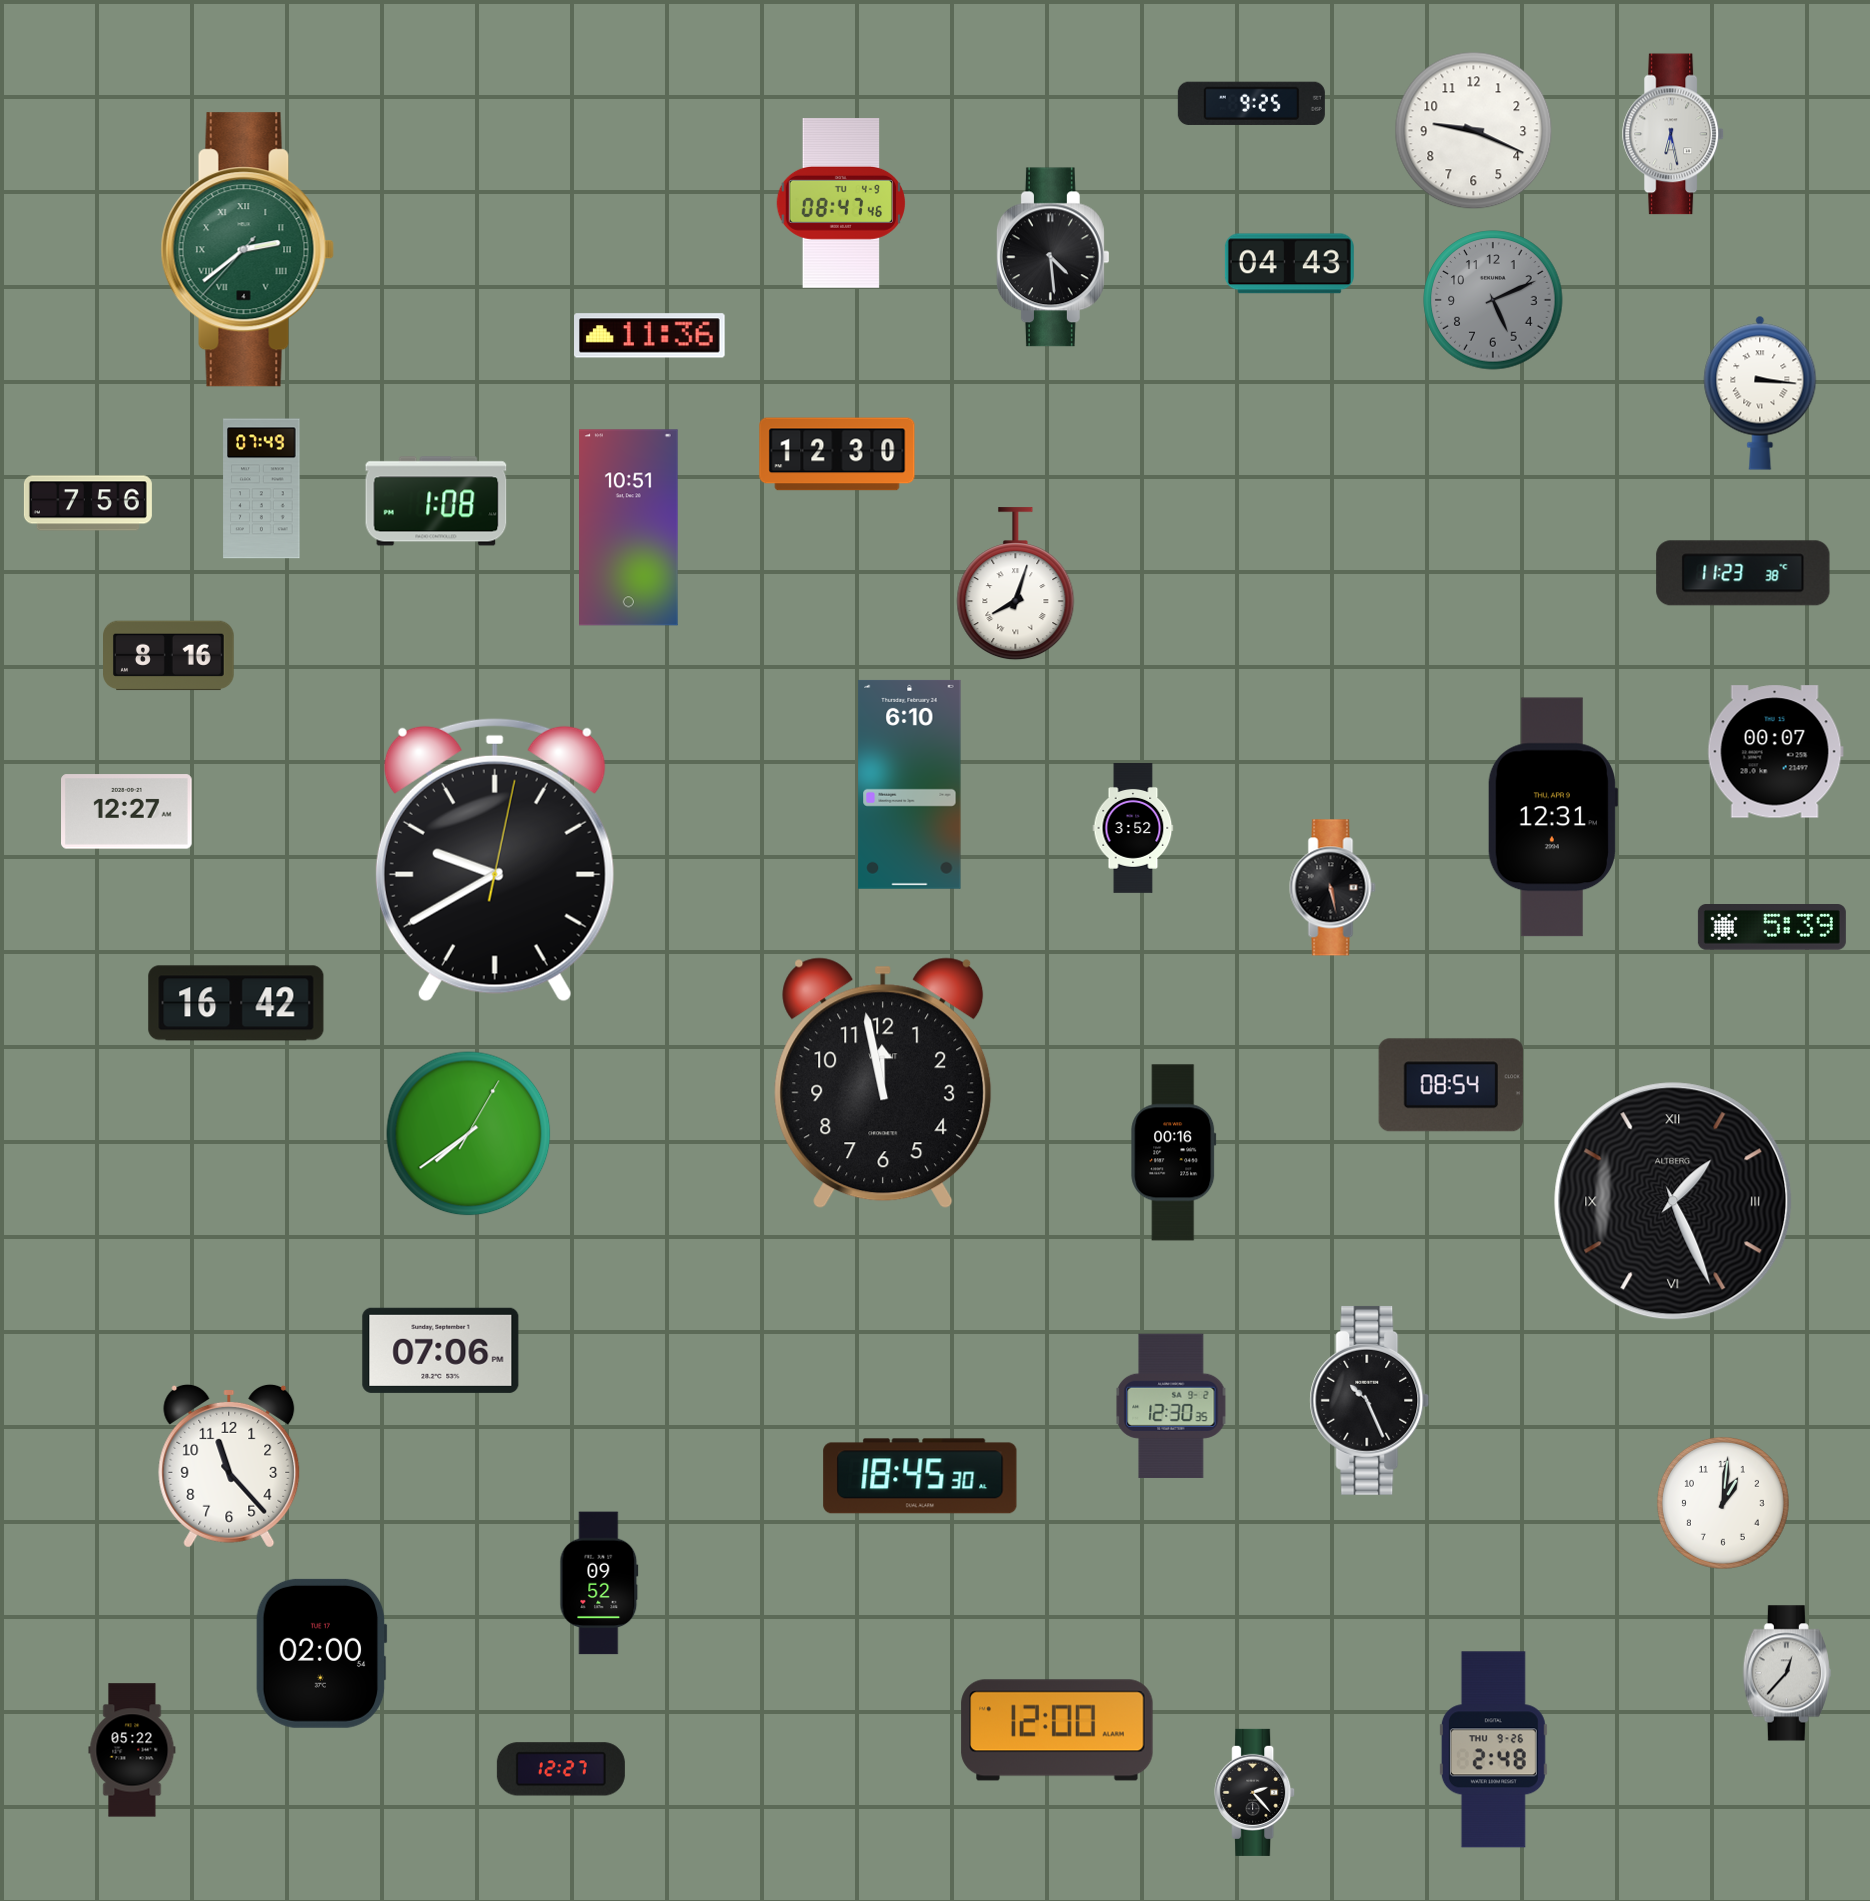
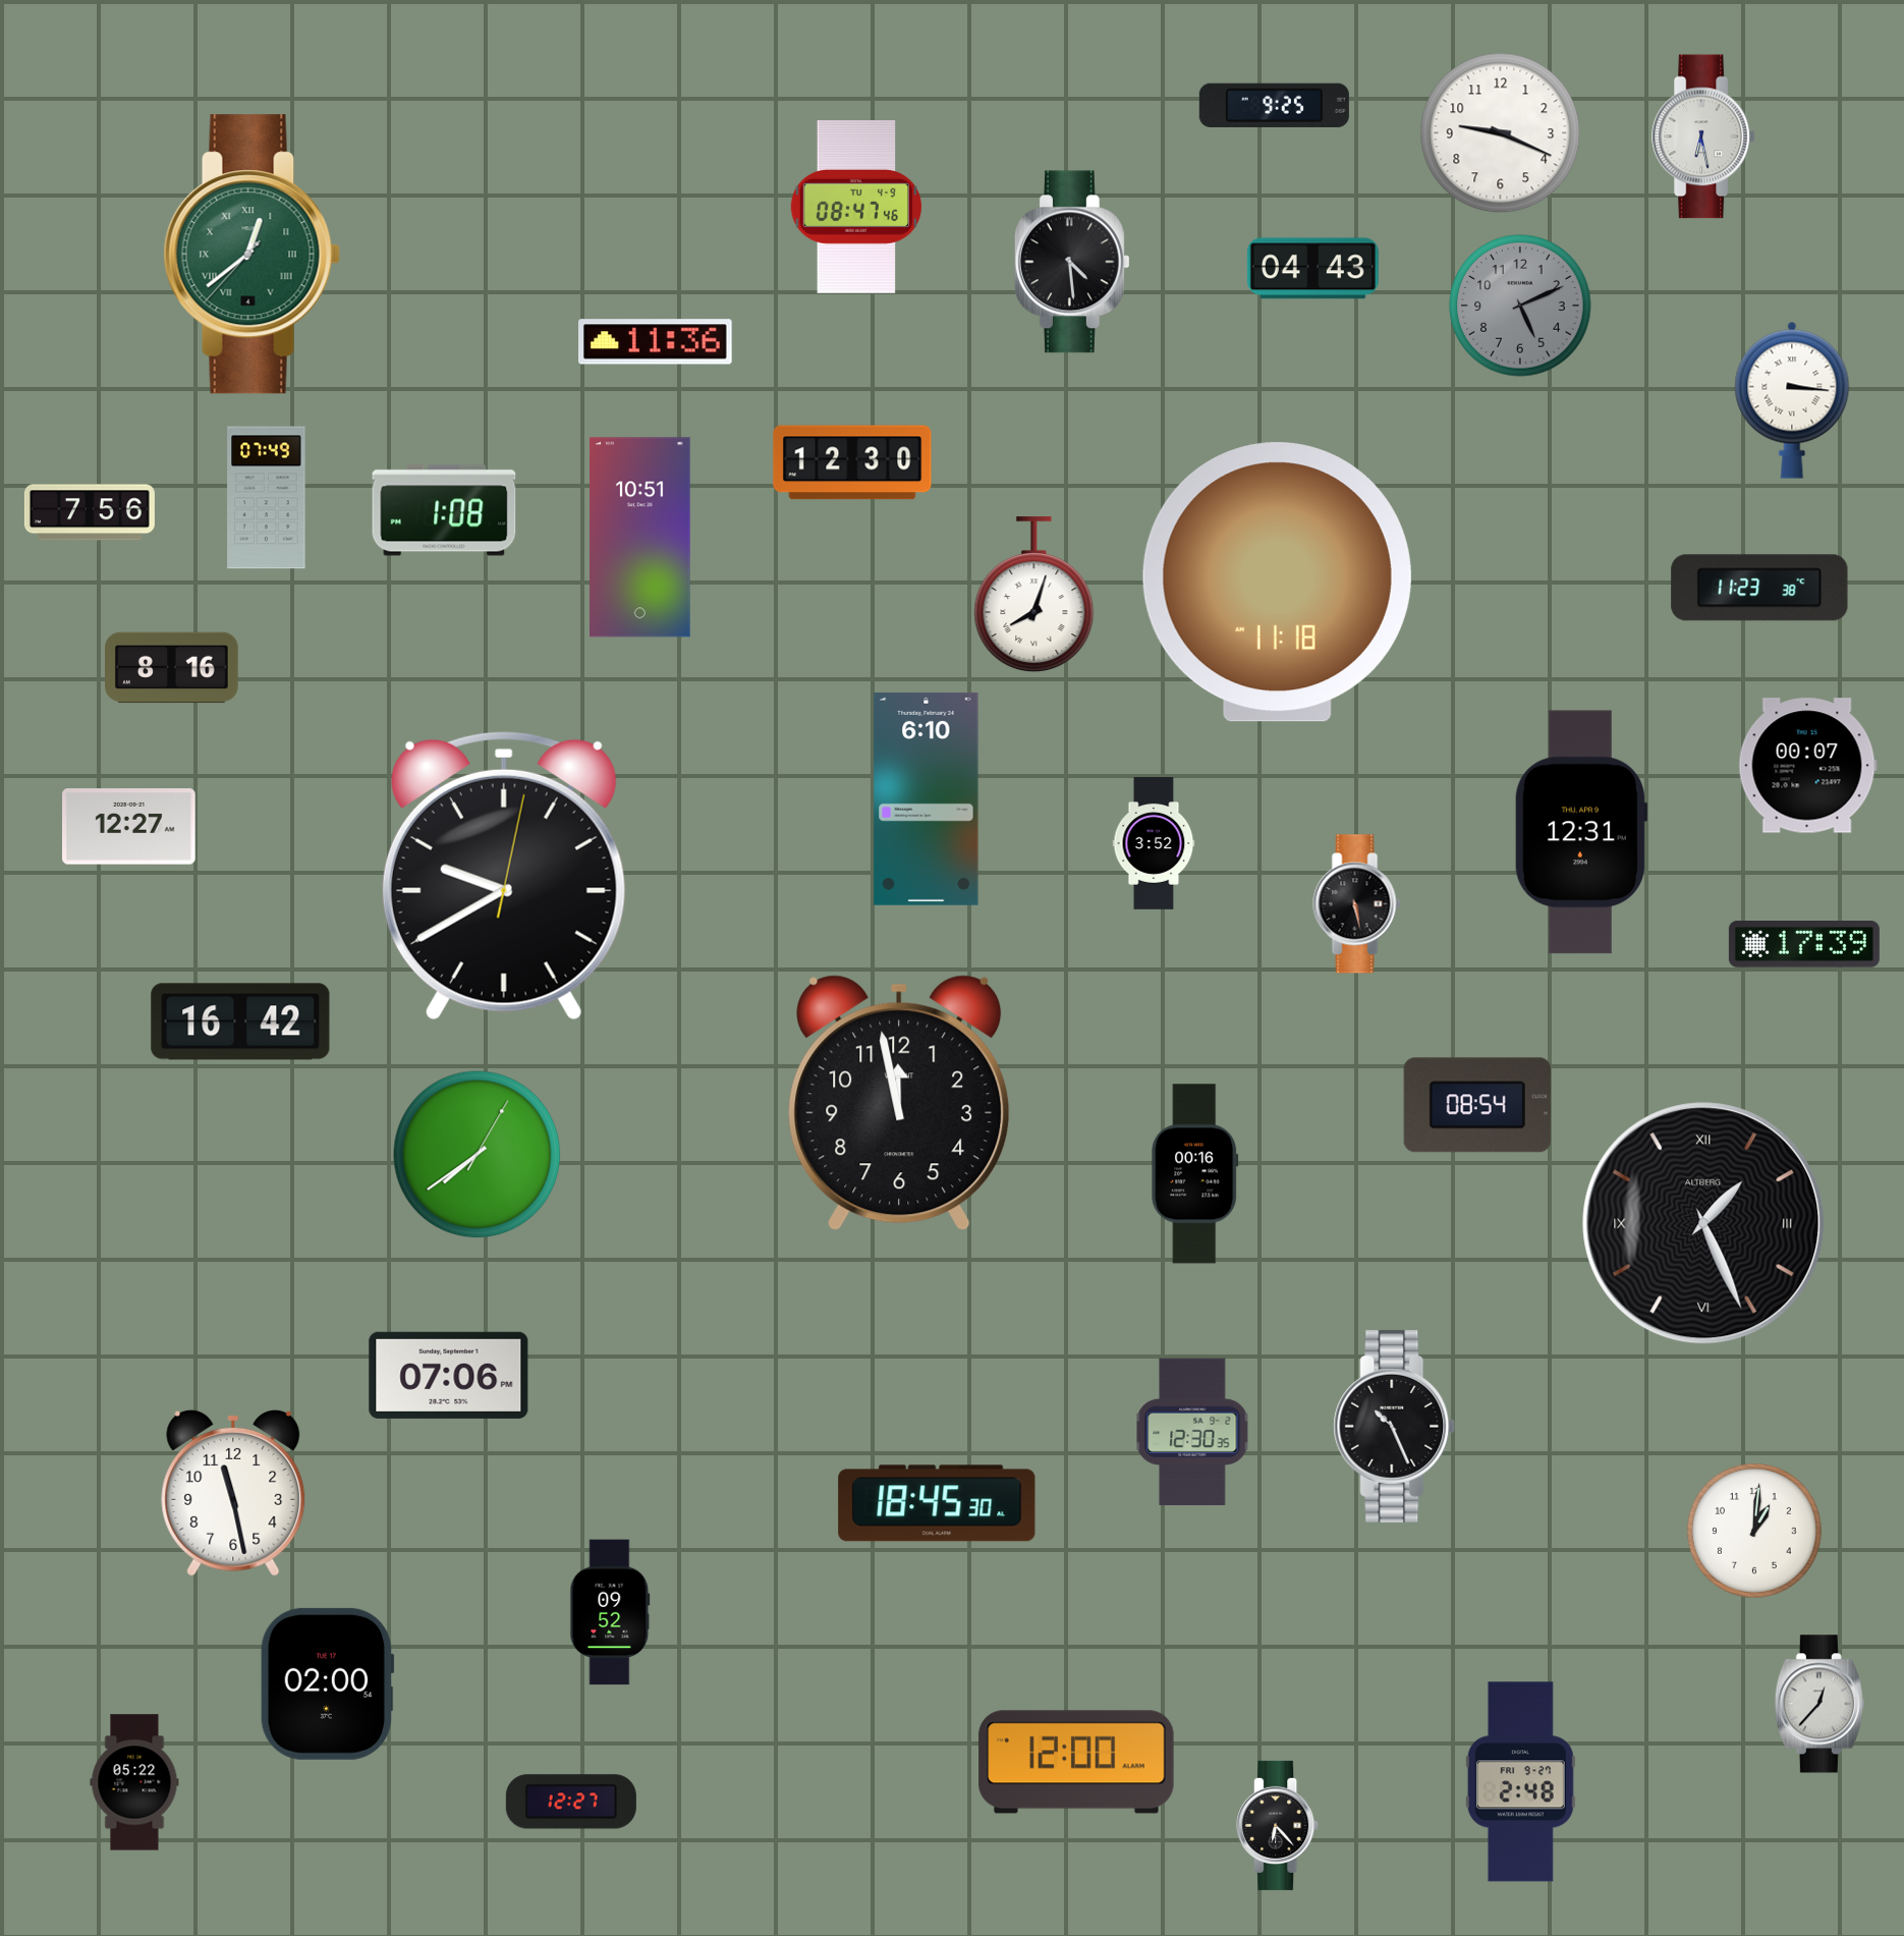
clock at (247, 250): 2:38 -> 12:38
clock at (650, 336) position: (650, 336) -> (656, 342)
clock at (1277, 583): none -> 11:18
clock at (1743, 573) position: (1743, 573) -> (1759, 588)
clock at (1772, 928): 5:39 -> 17:39
clock at (229, 1466): 11:23 -> 11:28
clock at (1493, 1750) date: THU 9-26 -> FRI 9-27
clock at (1255, 1792): 2:23 -> 6:23
